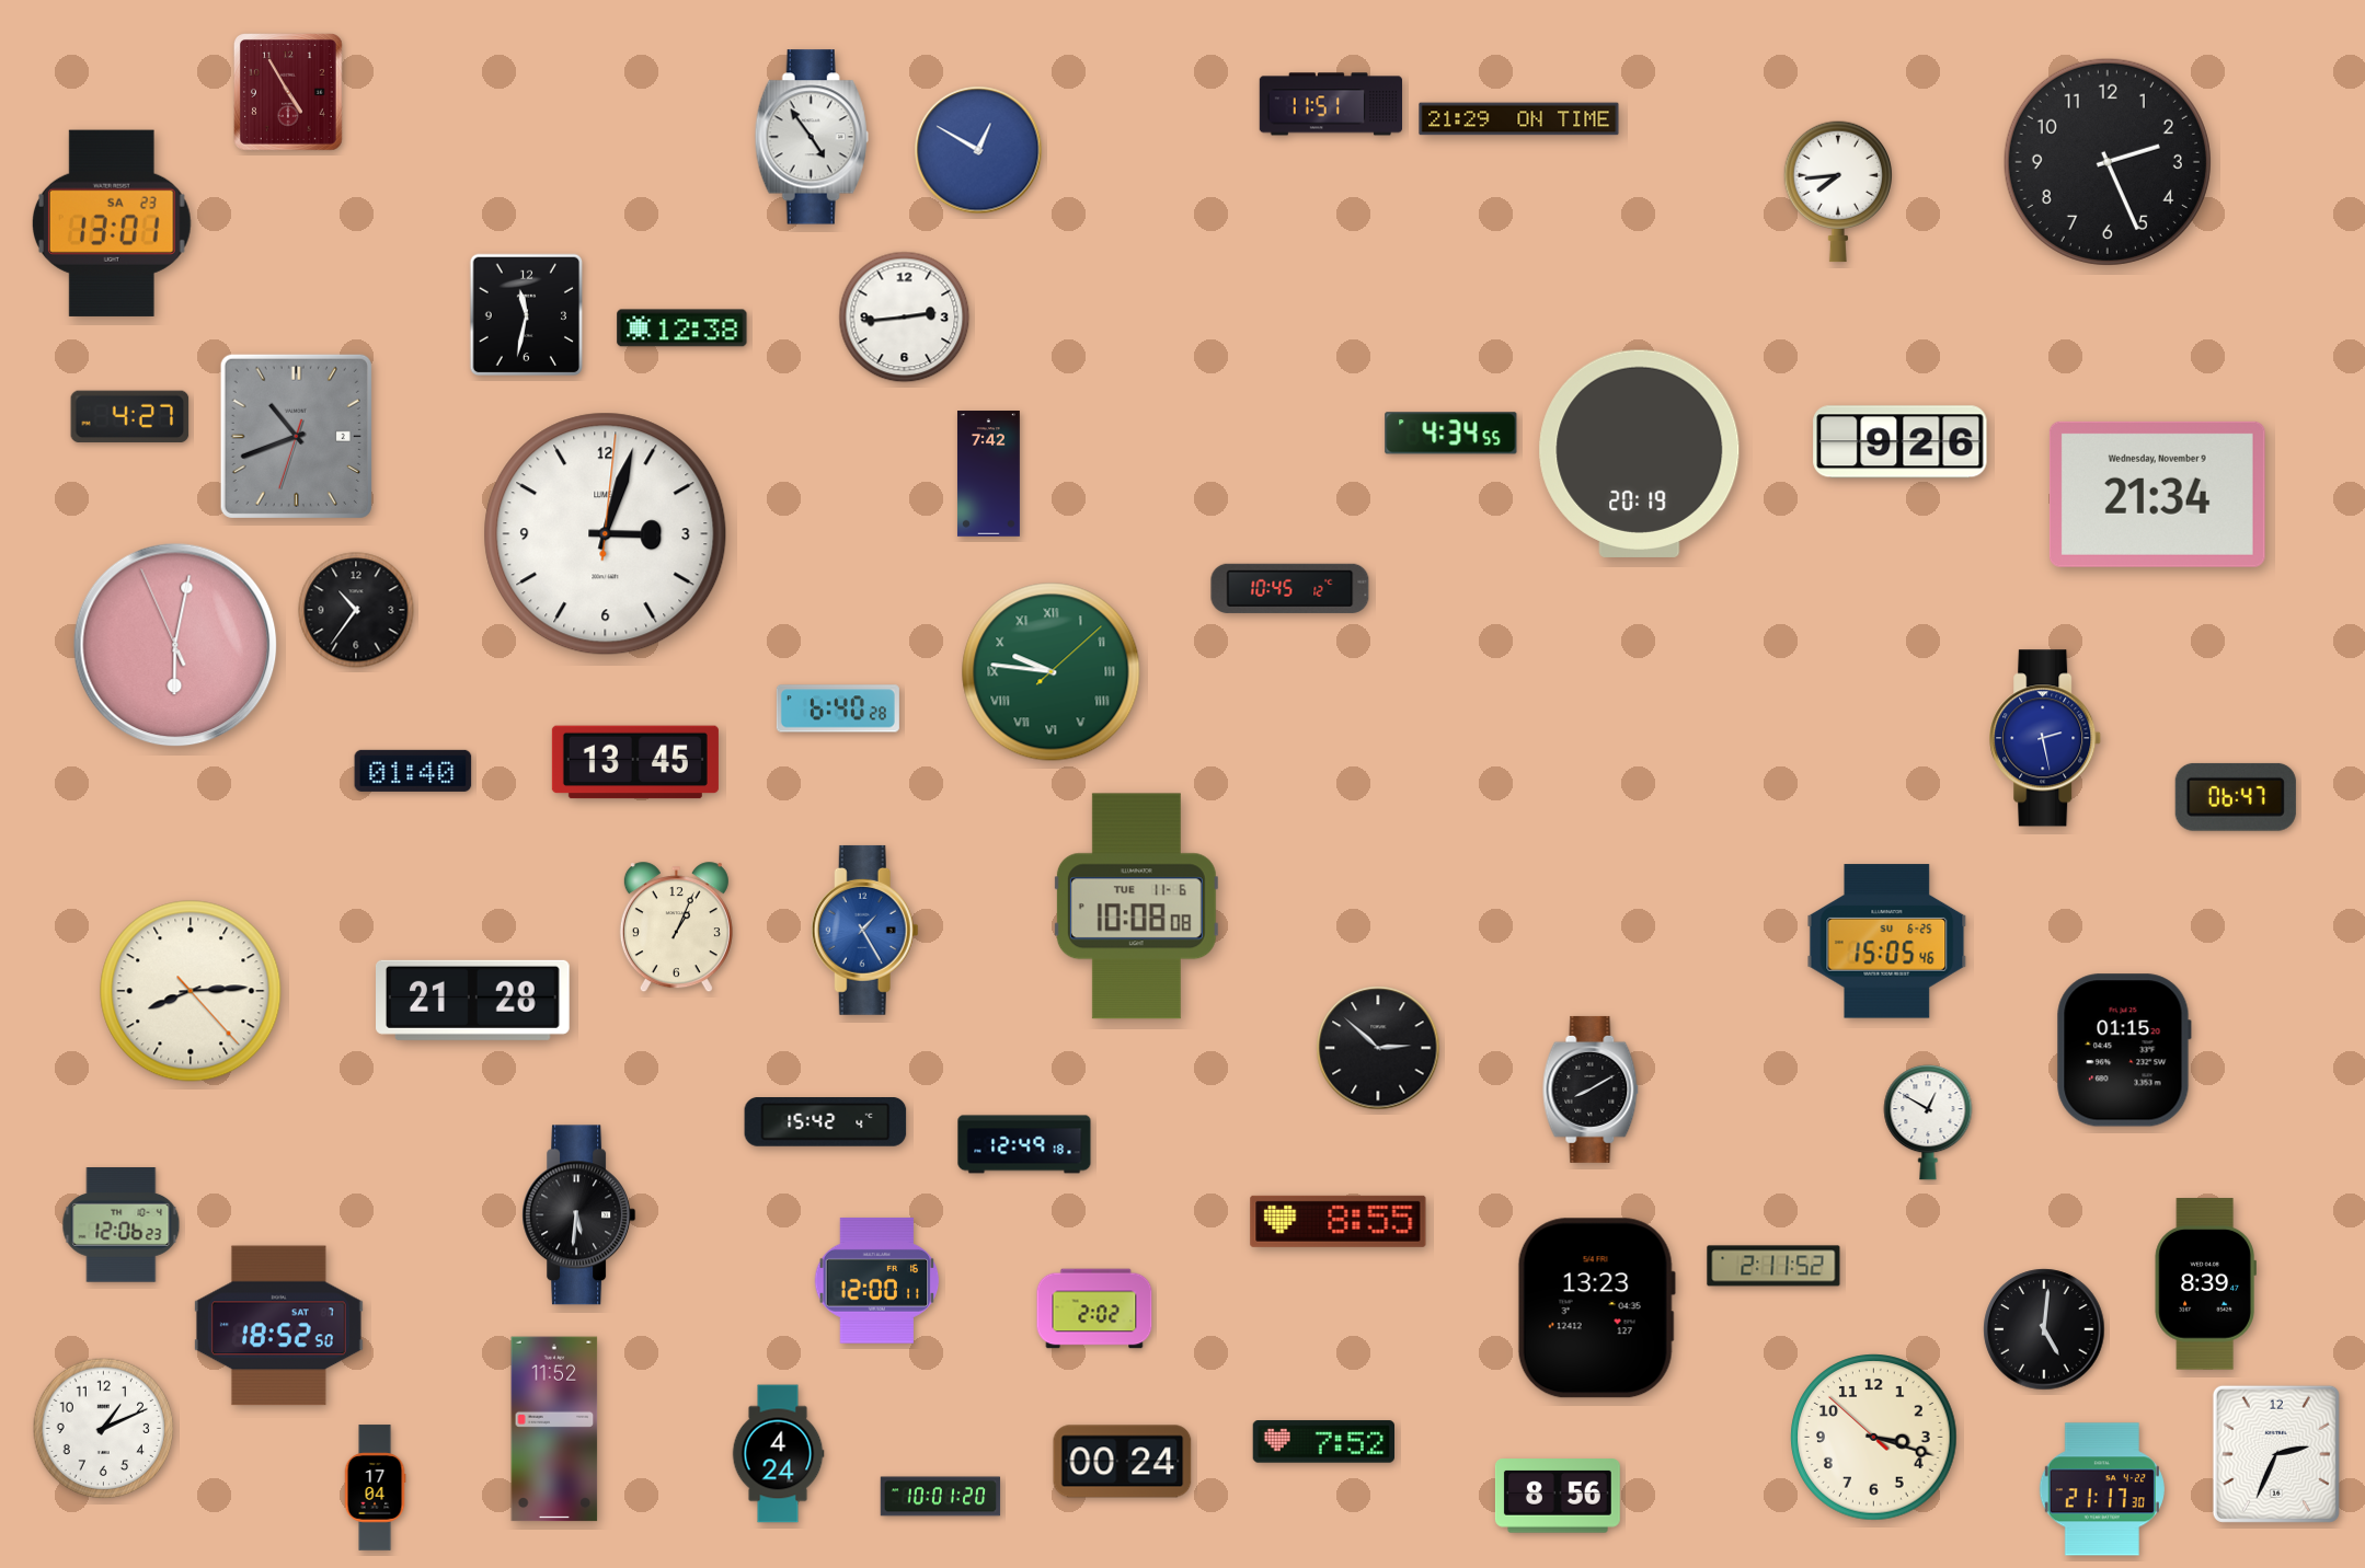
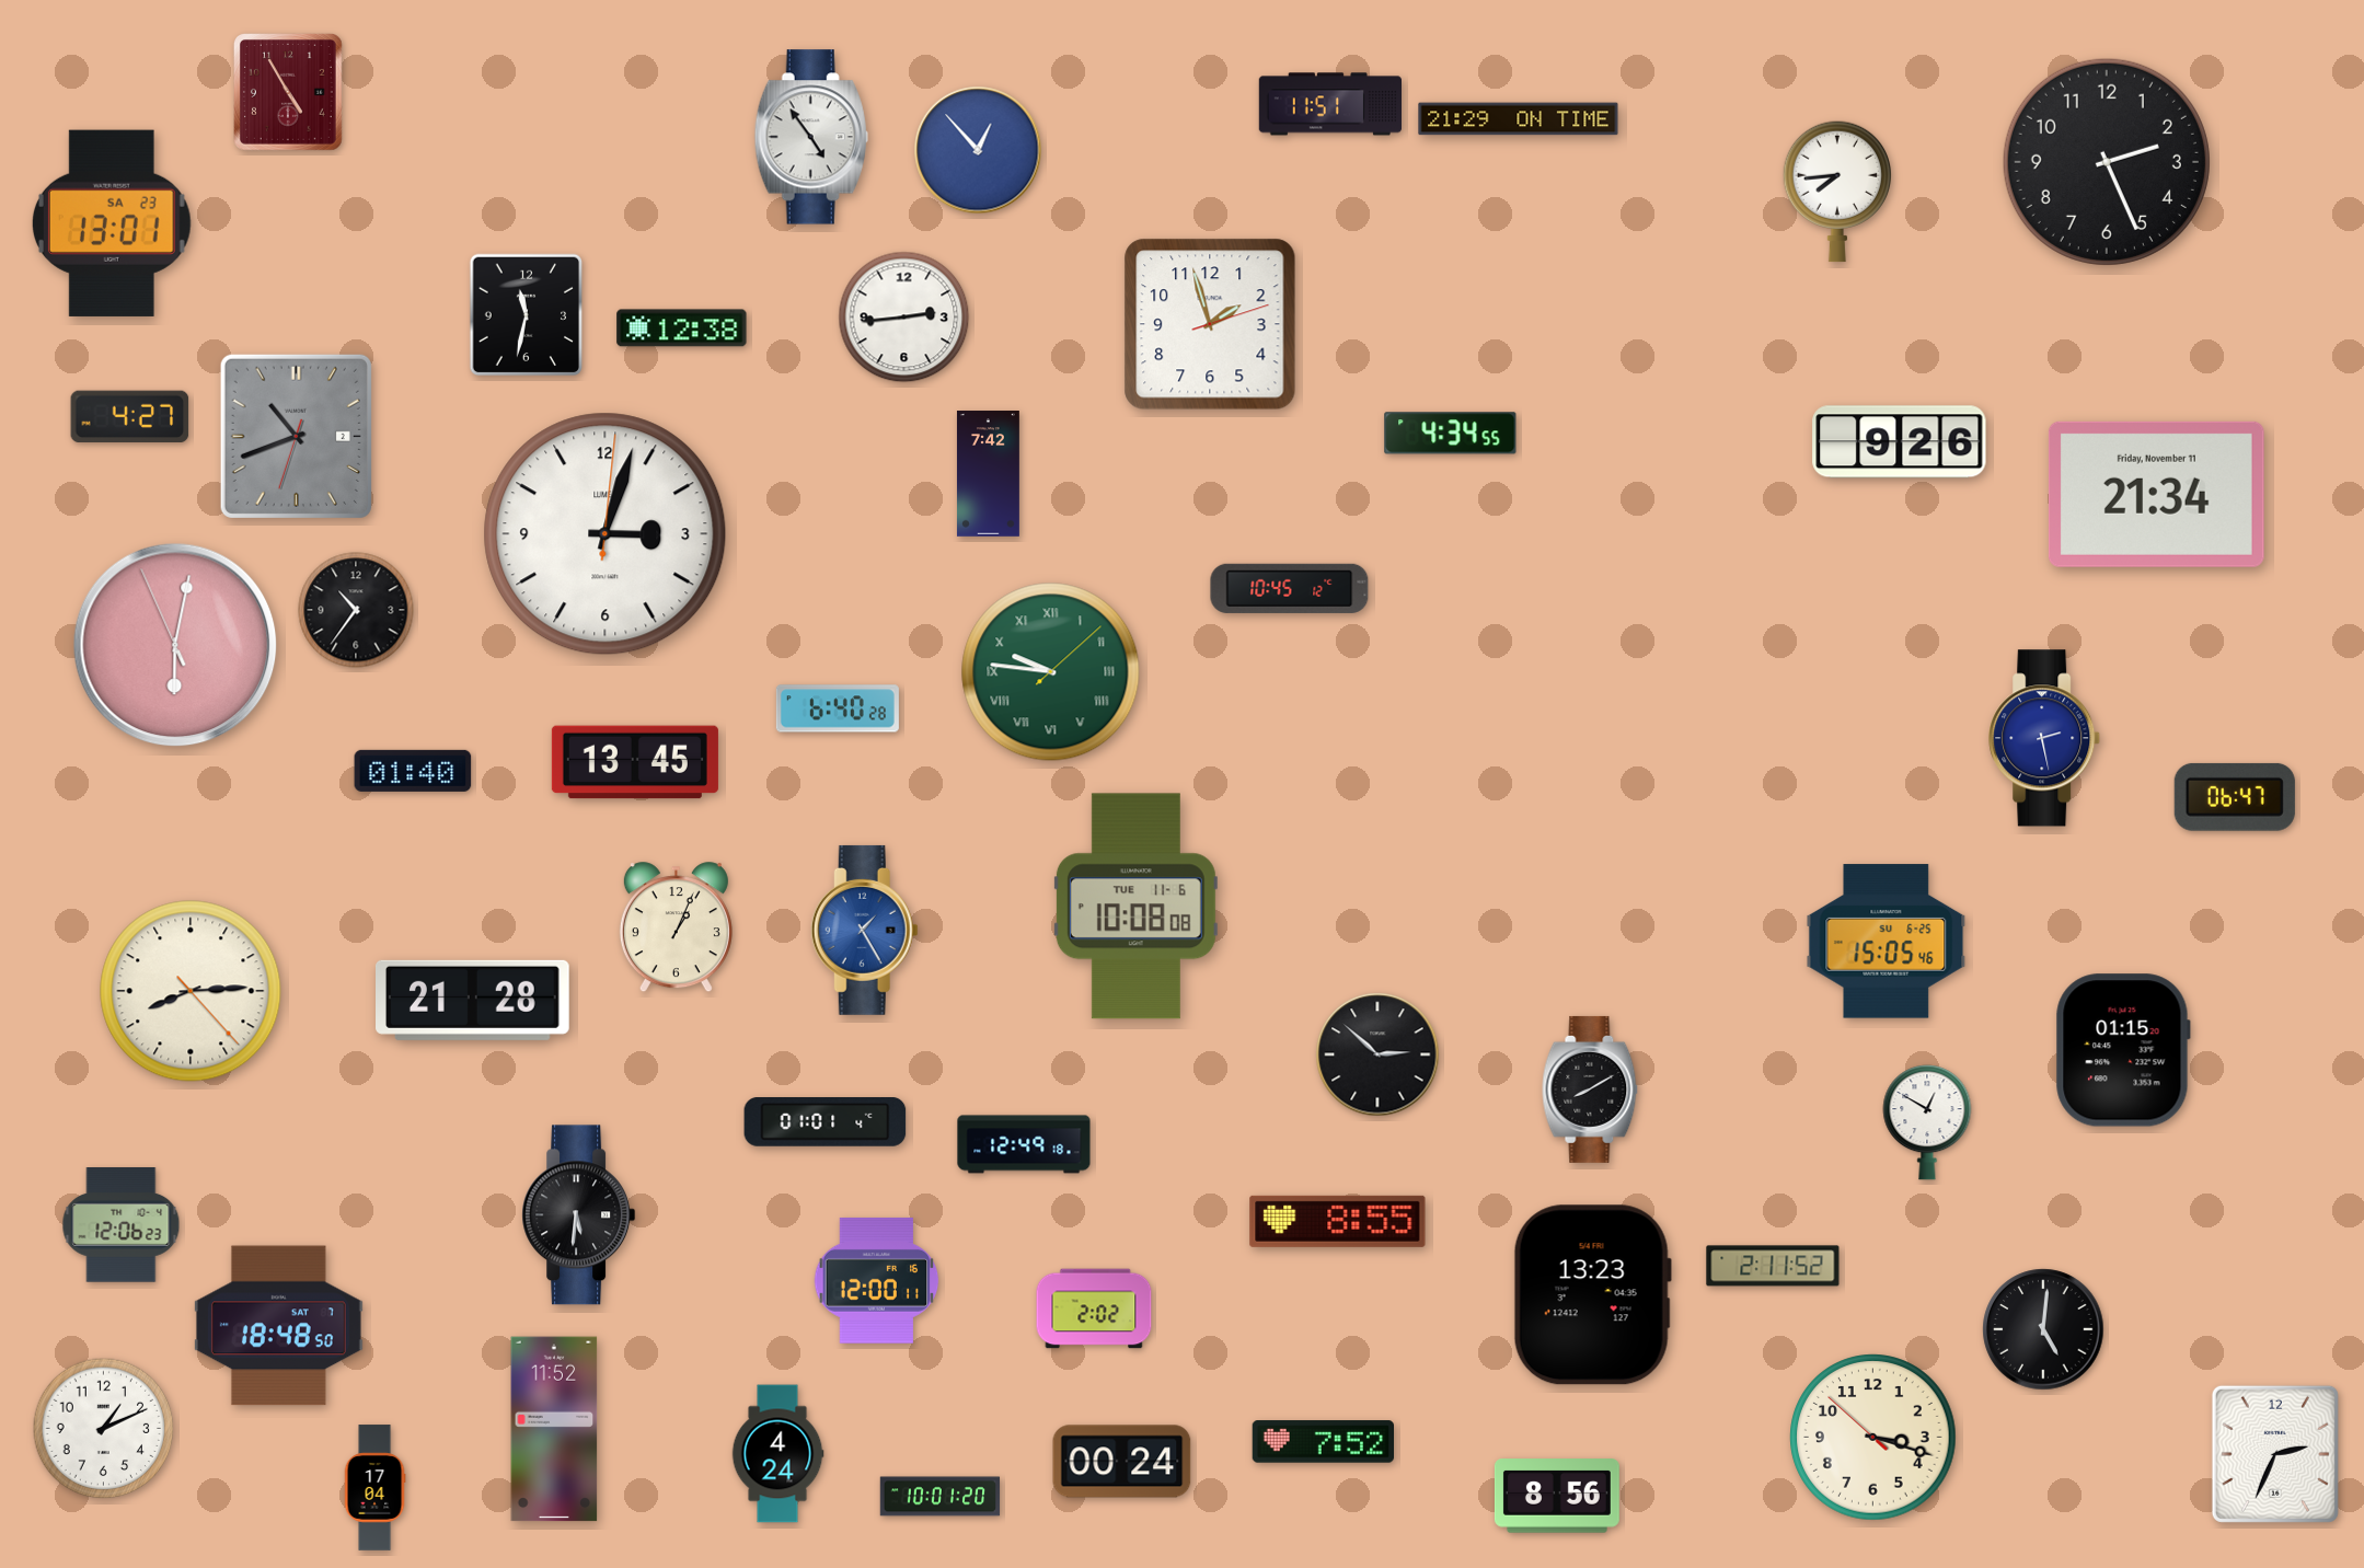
clock at (978, 150): 12:50 -> 12:53
clock at (1210, 324): none -> 1:57
clock at (1640, 453): 20:19 -> none
clock at (2157, 494) date: Wednesday, November 9 -> Friday, November 11
clock at (1378, 1048) position: (1378, 1048) -> (1377, 1054)
clock at (826, 1122): 15:42 -> 01:01
clock at (2205, 1284): 8:39 -> none
clock at (1596, 1308) position: (1596, 1308) -> (1592, 1295)
clock at (278, 1326): 18:52 -> 18:48
clock at (2102, 1489): 21:17 -> none
